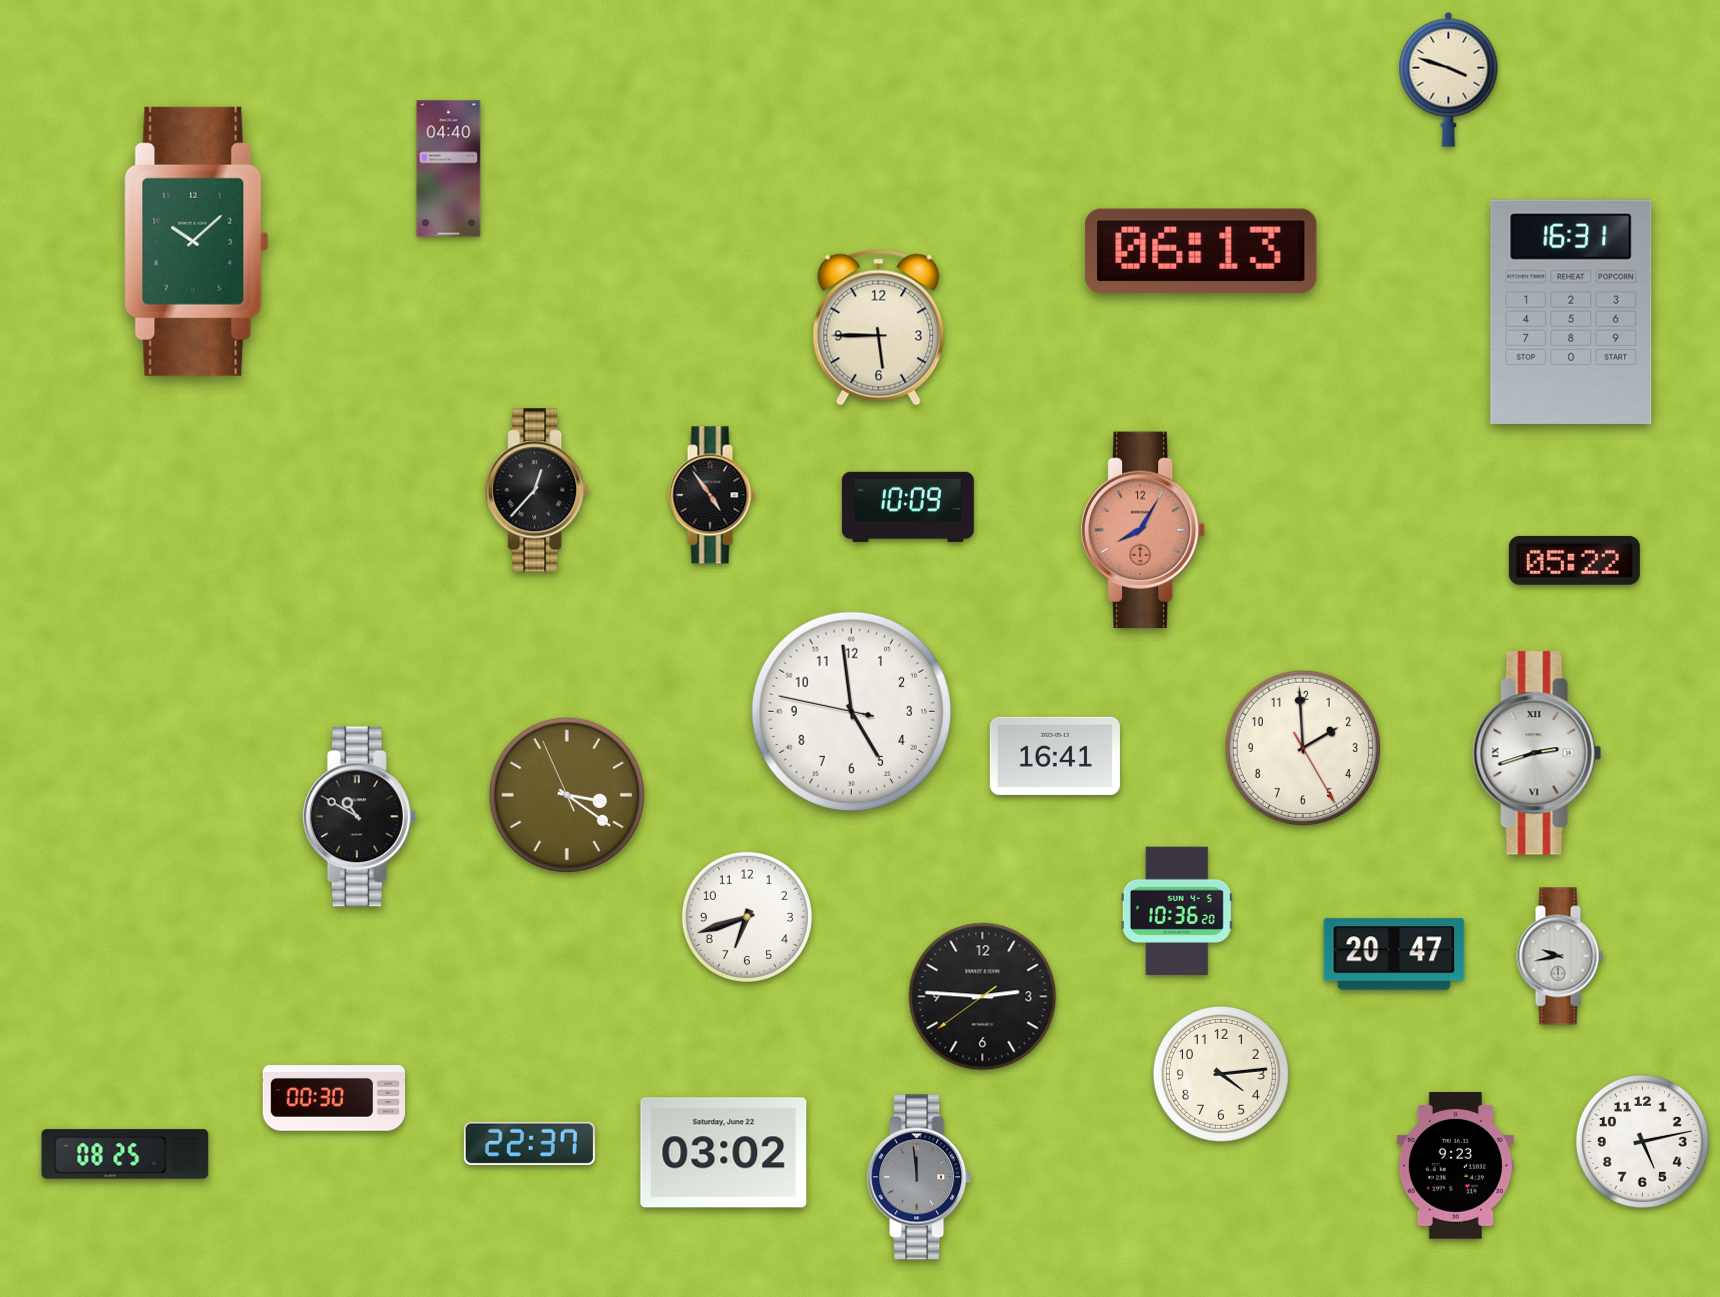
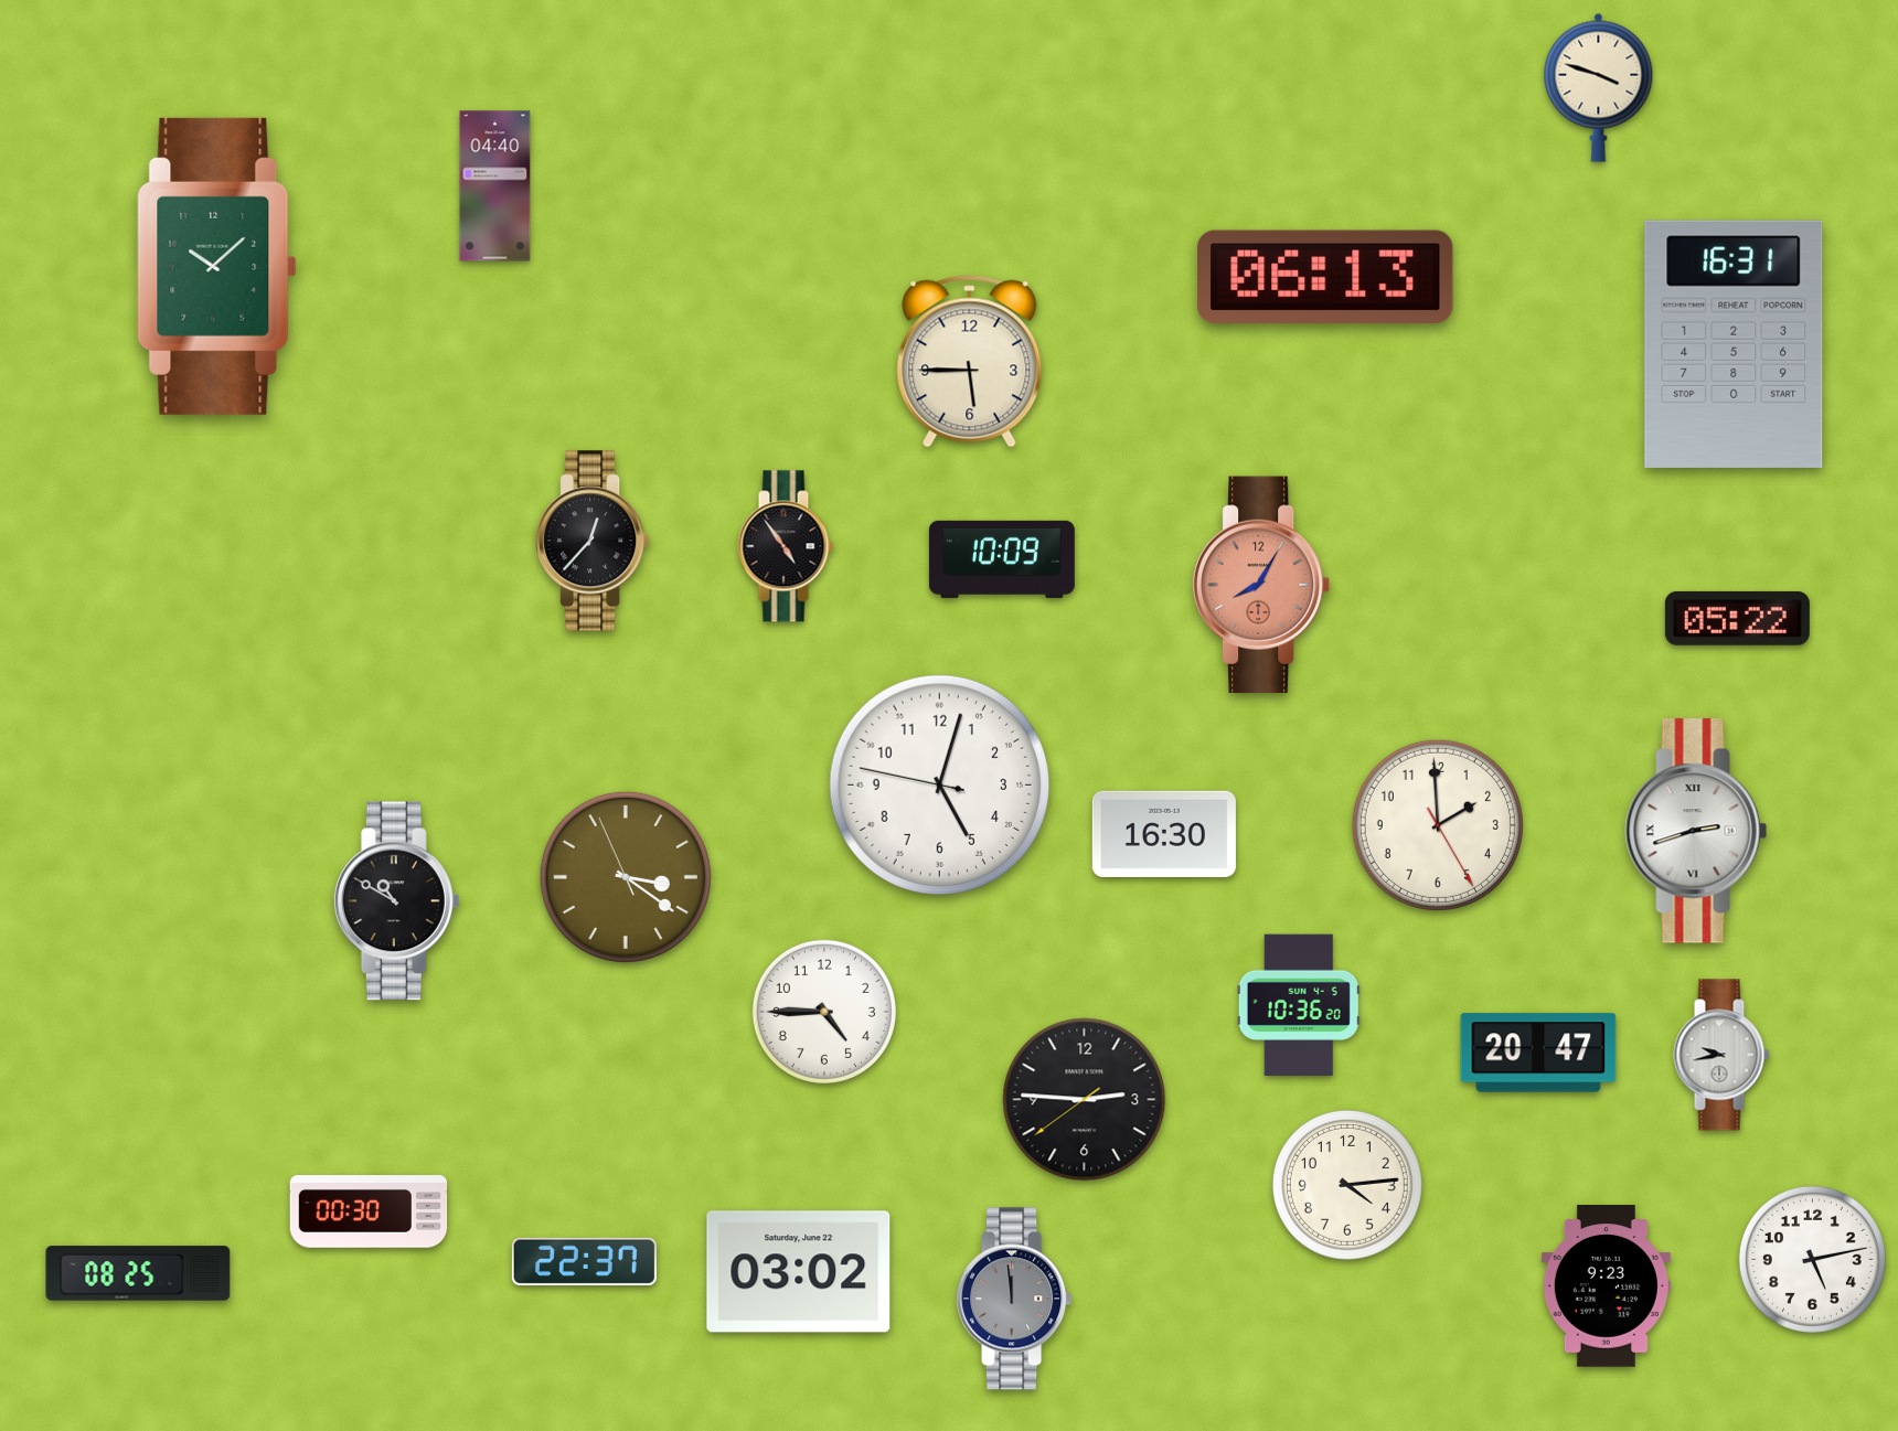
clock at (851, 711): 4:58 -> 5:02
clock at (1055, 756): 16:41 -> 16:30
clock at (747, 917): 6:42 -> 4:45
